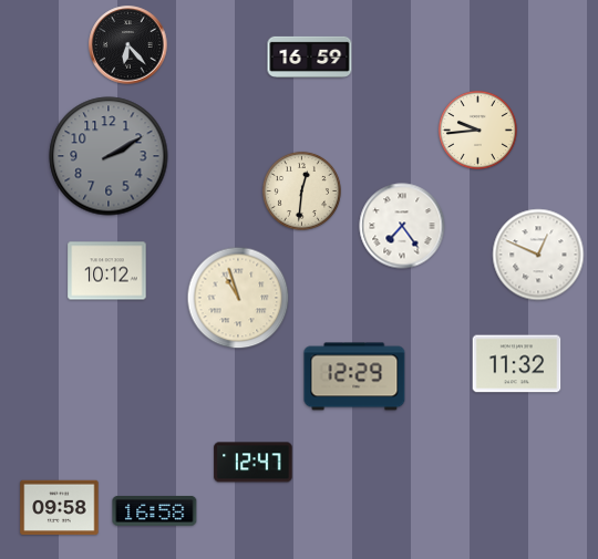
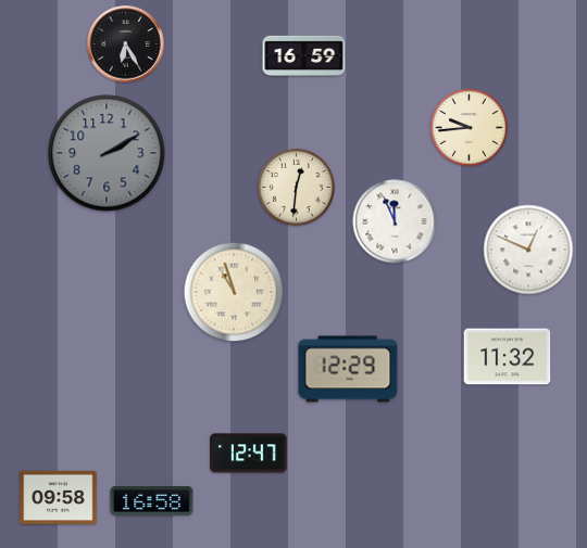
clock at (128, 45): 6:23 -> 6:25
clock at (402, 226): 7:24 -> 11:56
clock at (107, 271): 10:12 -> none
